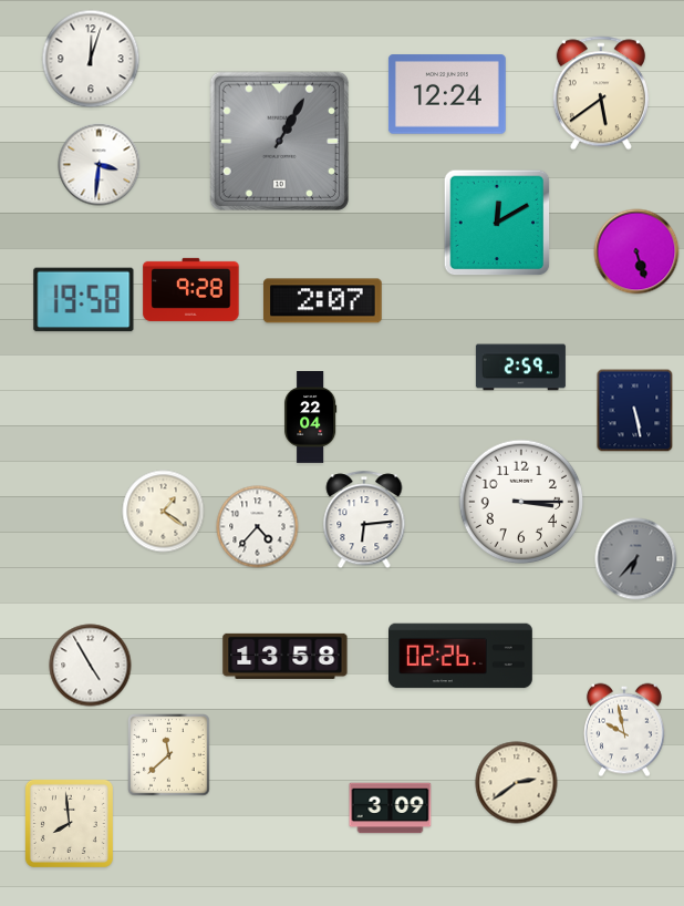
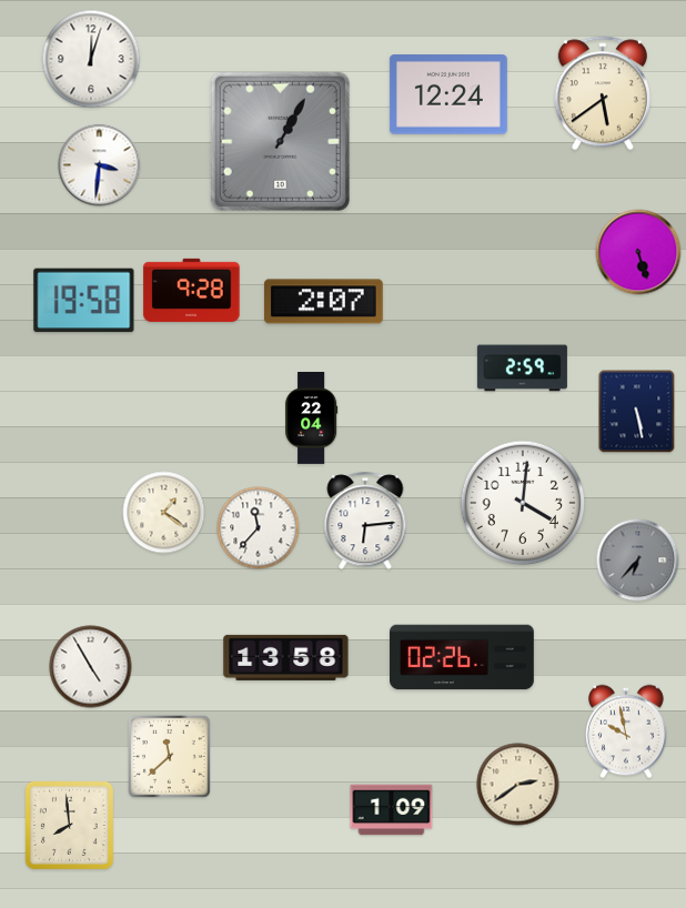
clock at (497, 223): 12:10 -> none
clock at (521, 502): 3:15 -> 4:01
clock at (258, 527): 4:37 -> 11:37
clock at (391, 809): 3:09 -> 1:09
